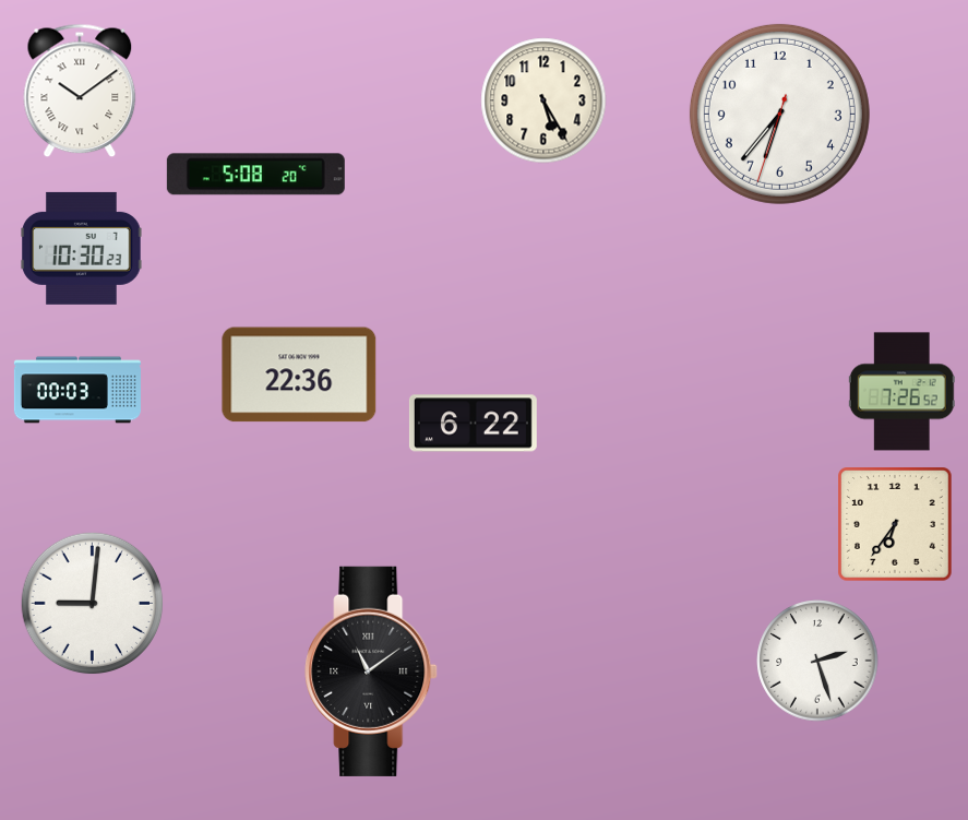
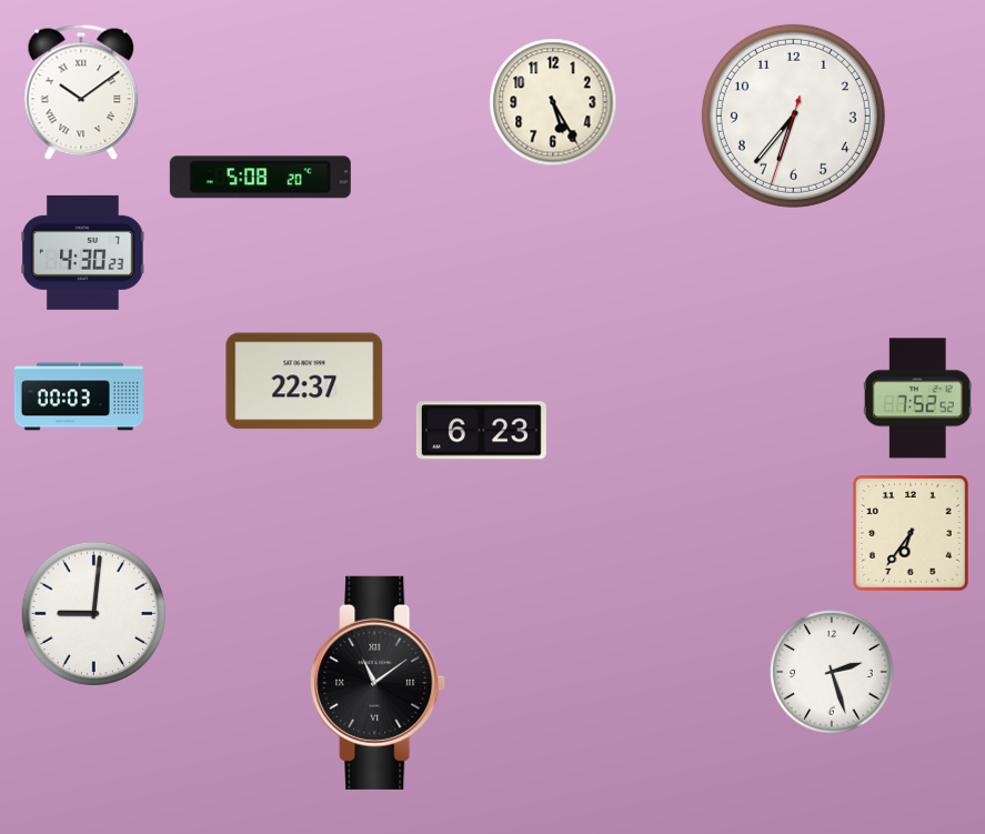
clock at (82, 248): 10:30 -> 4:30
clock at (299, 375): 22:36 -> 22:37
clock at (901, 392): 7:26 -> 7:52
clock at (473, 424): 6:22 -> 6:23
